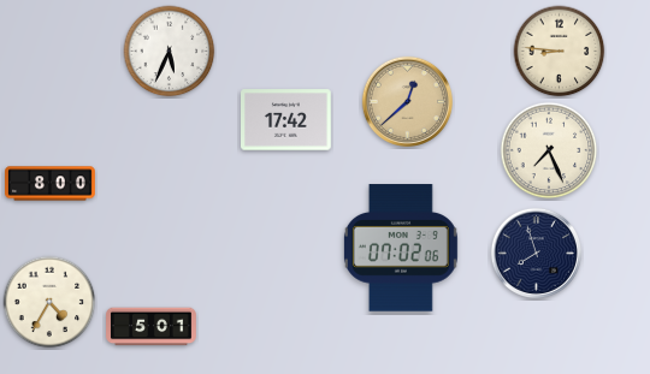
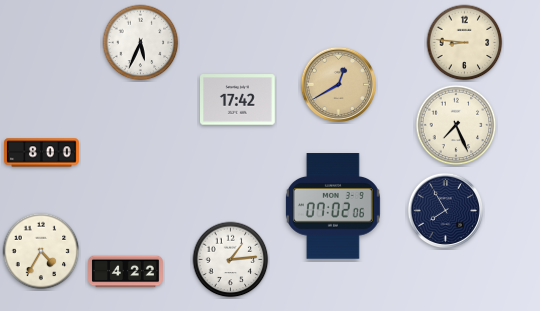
clock at (407, 101): 12:38 -> 12:40
clock at (536, 253): 7:57 -> 7:55
clock at (231, 260): none -> 1:14
clock at (152, 327): 5:01 -> 4:22
